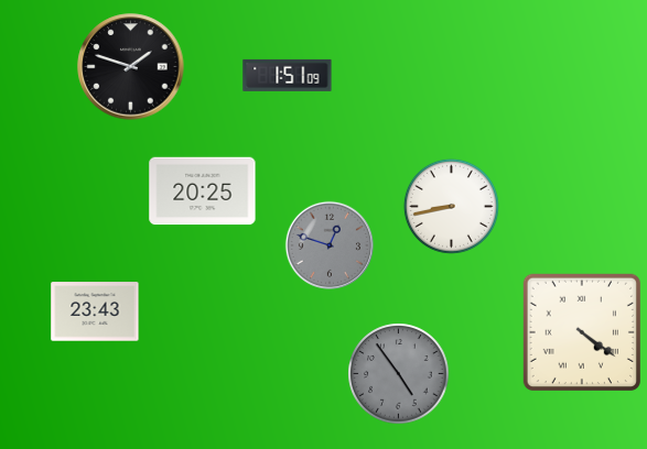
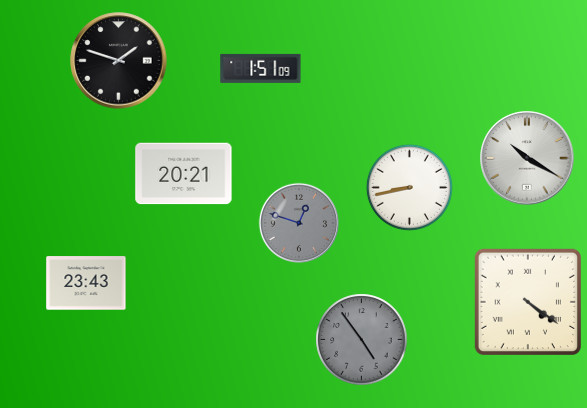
clock at (527, 158): none -> 10:20
clock at (203, 191): 20:25 -> 20:21
